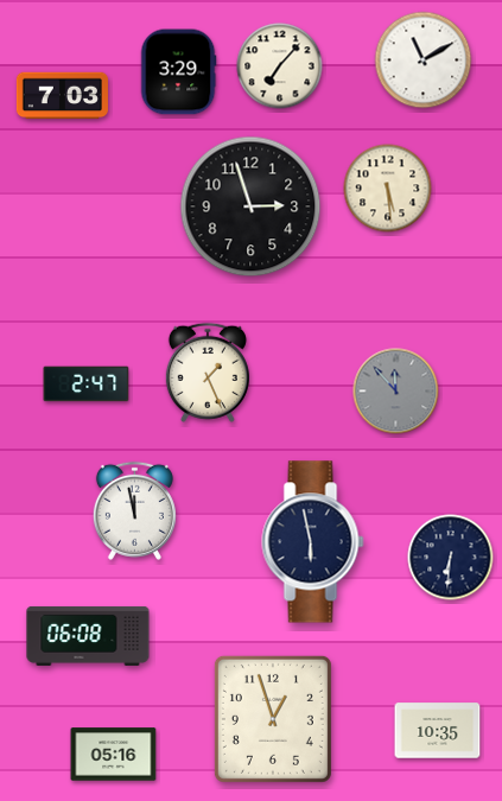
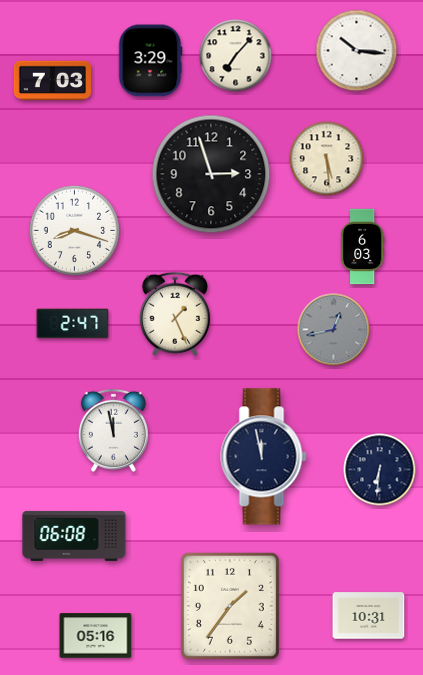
clock at (424, 61): 11:10 -> 10:16
clock at (74, 230): none -> 8:18
clock at (362, 247): none -> 6:03
clock at (396, 392): 11:53 -> 12:43
clock at (313, 542): 5:58 -> 11:58
clock at (273, 719): 12:57 -> 1:36
clock at (438, 731): 10:35 -> 10:31
